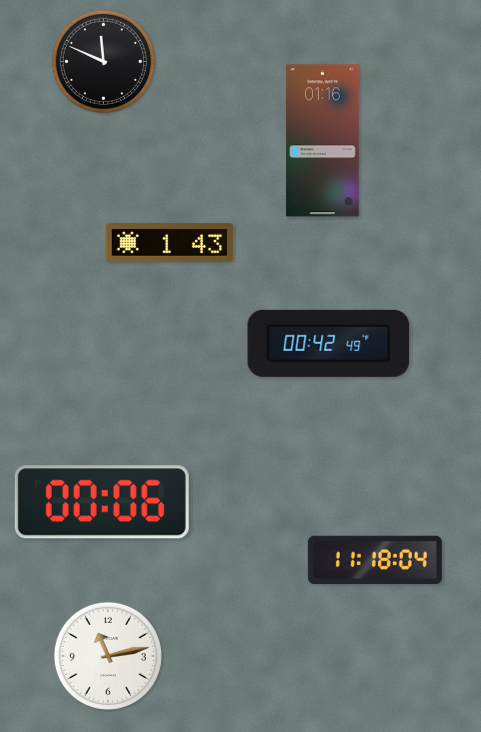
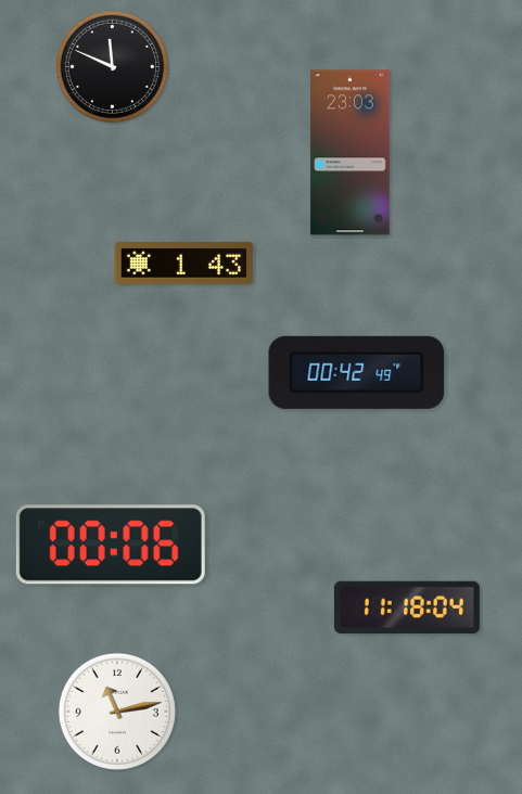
clock at (323, 141): 01:16 -> 23:03
